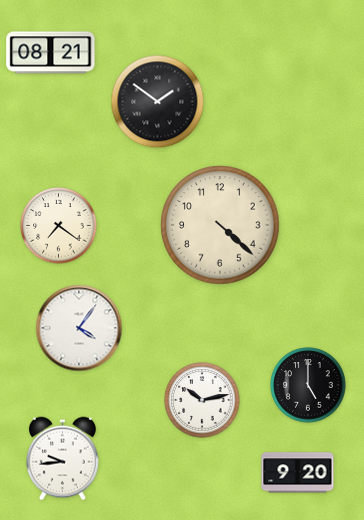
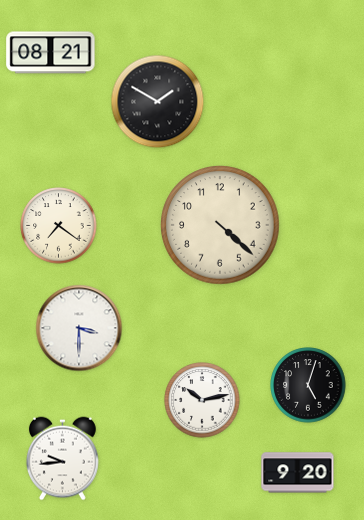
clock at (158, 102): 1:51 -> 1:50
clock at (79, 328): 4:06 -> 3:30
clock at (308, 385): 5:00 -> 5:03
